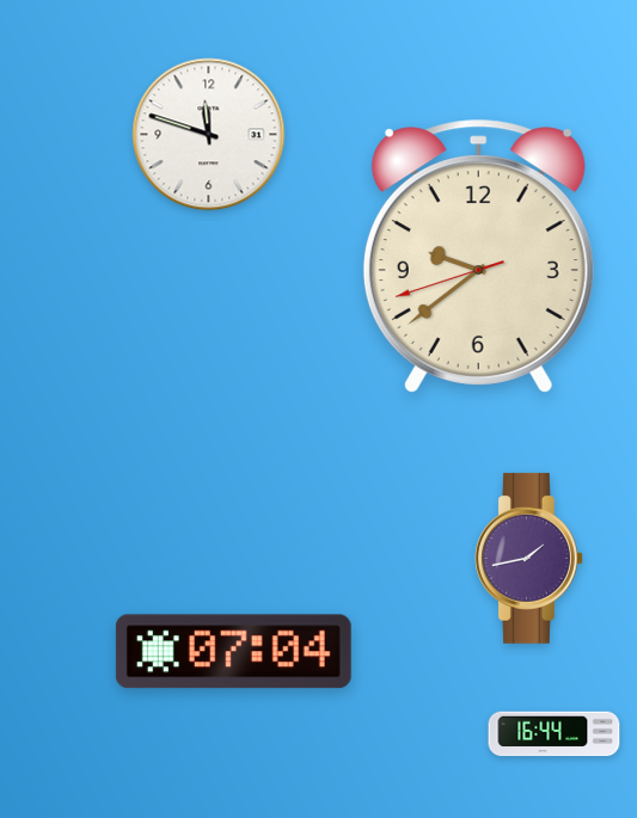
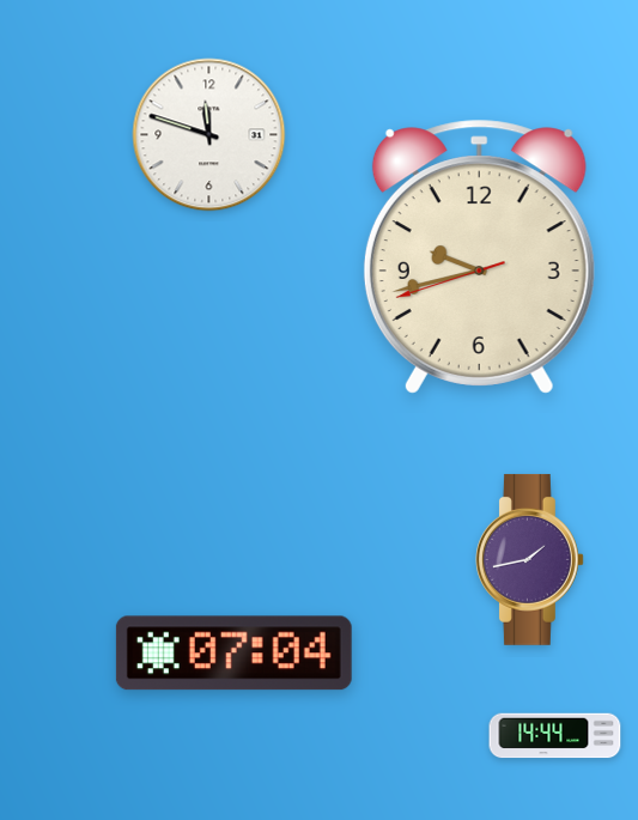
clock at (478, 256): 9:38 -> 9:42
clock at (555, 734): 16:44 -> 14:44
